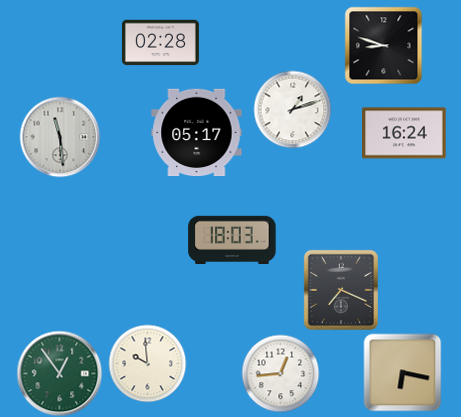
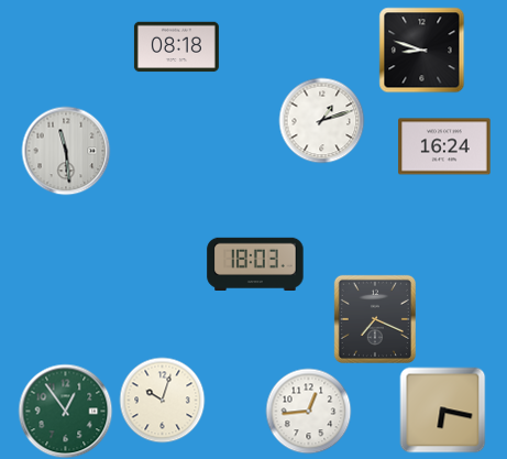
clock at (160, 43): 02:28 -> 08:18
clock at (197, 133): 05:17 -> none
clock at (147, 363): 9:59 -> 10:03
